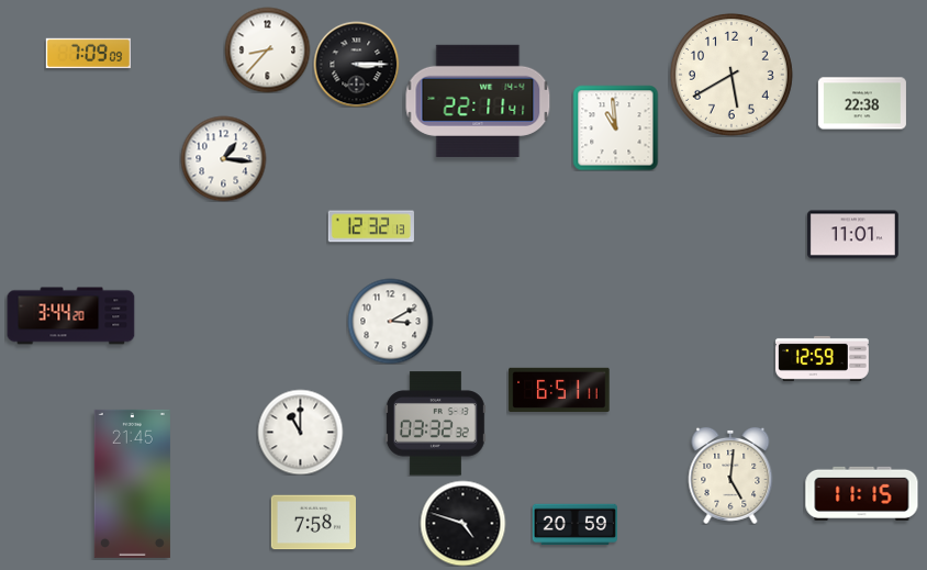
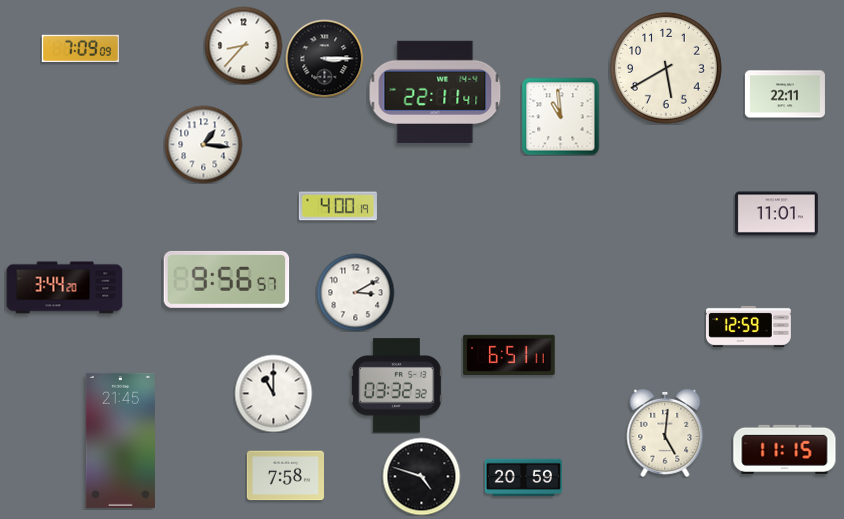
clock at (862, 103): 22:38 -> 22:11
clock at (371, 226): 12:32 -> 4:00
clock at (227, 279): none -> 9:56
